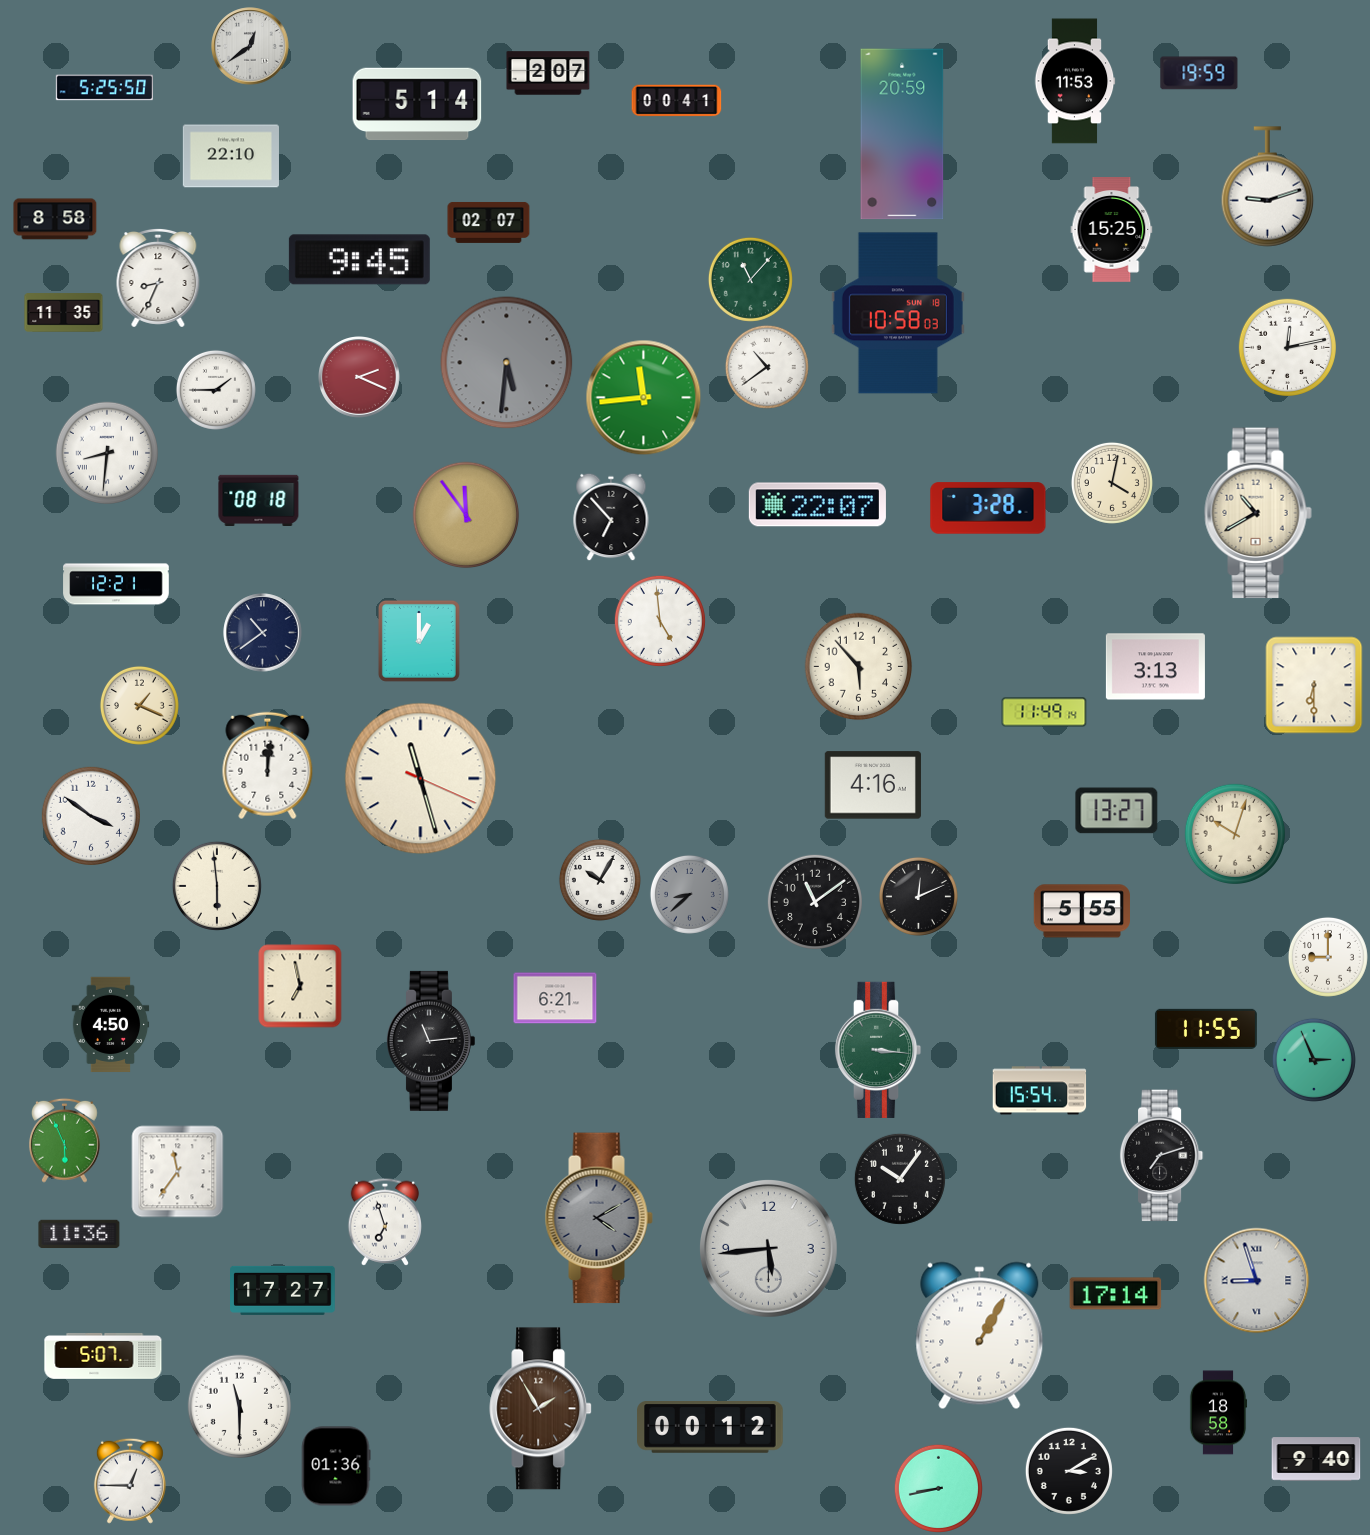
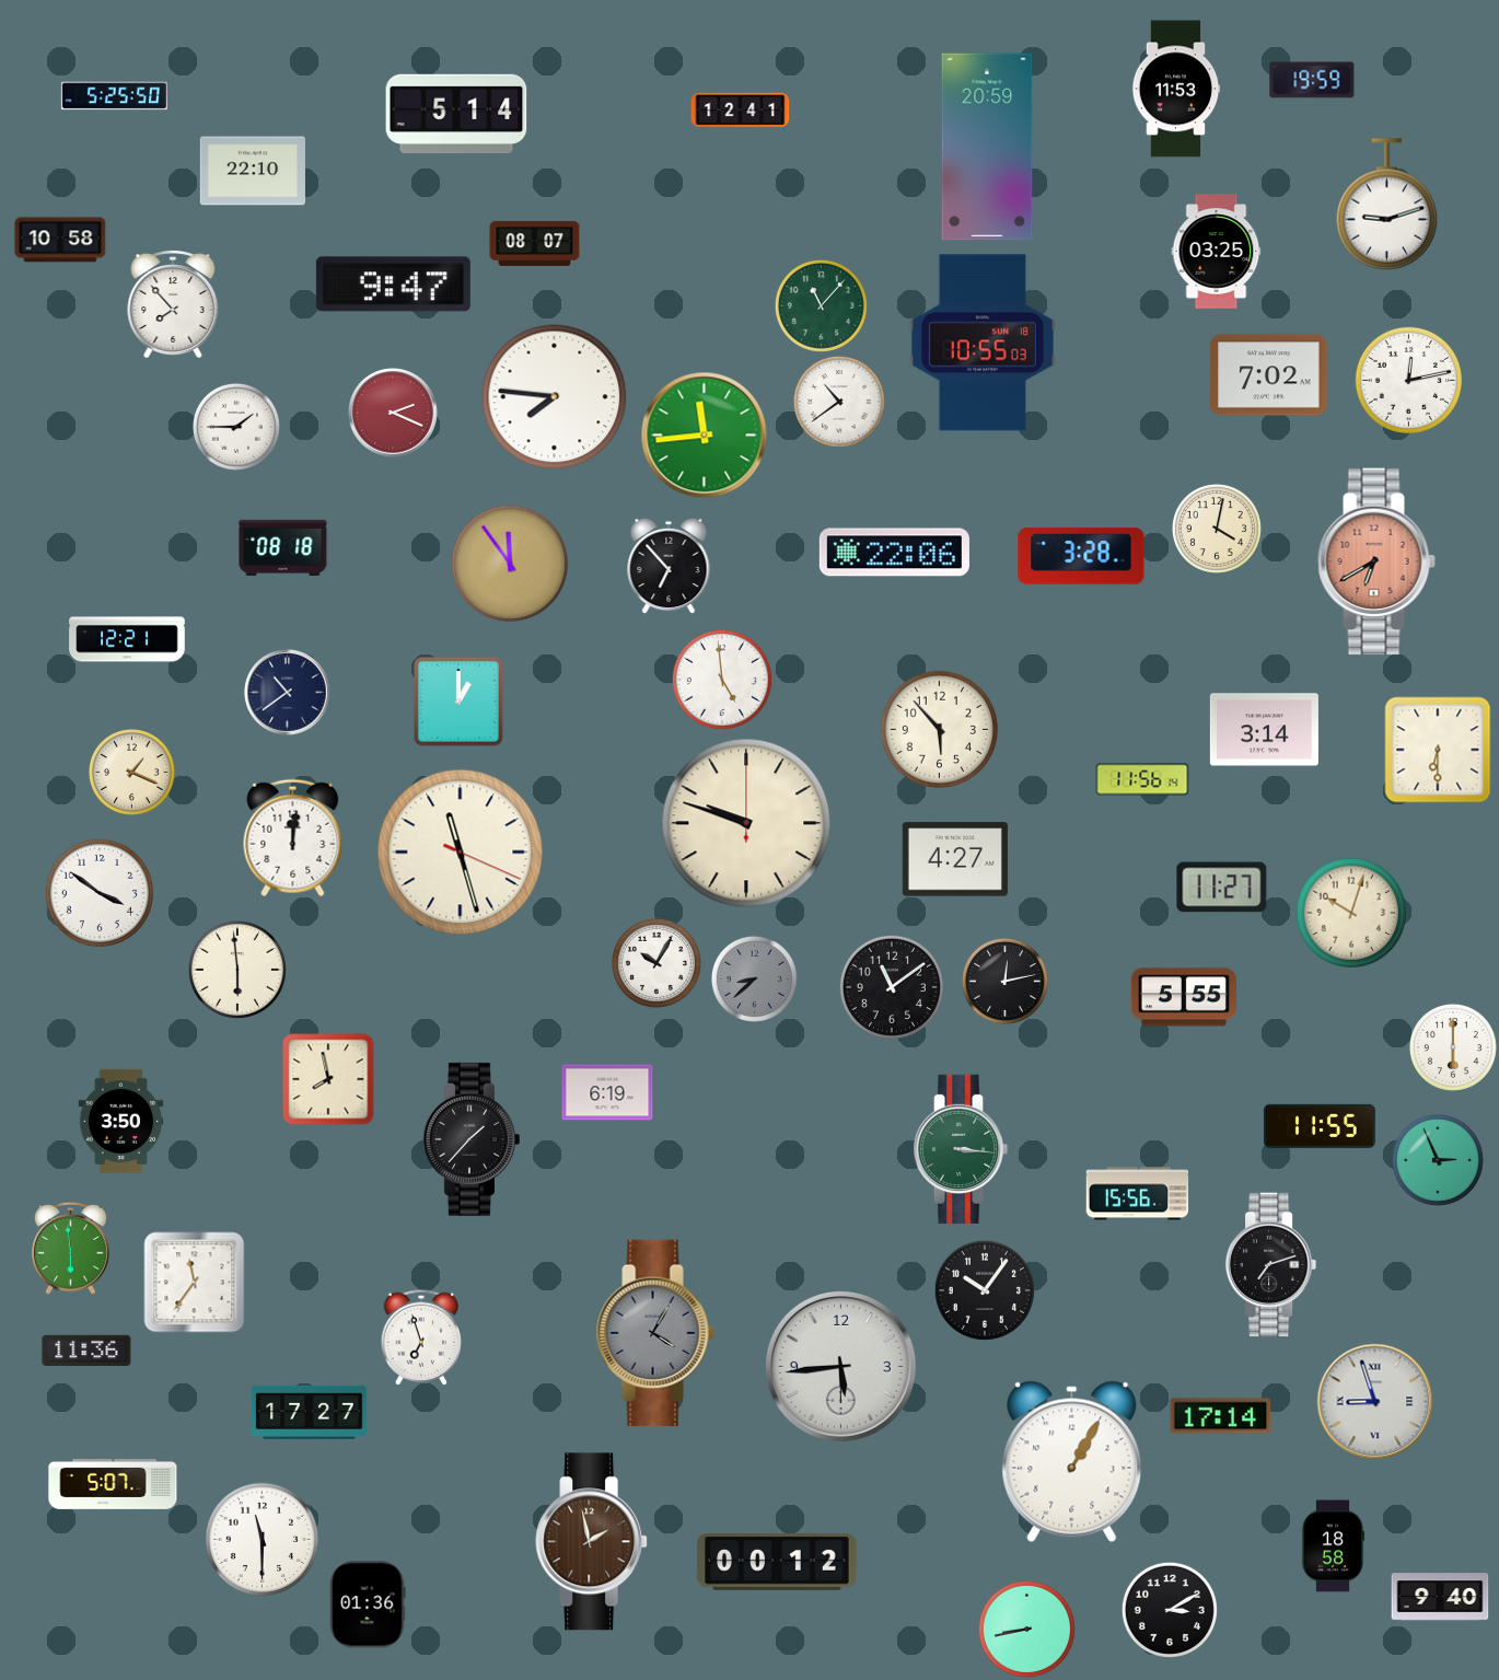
clock at (250, 46): 12:39 -> none
clock at (548, 73): 2:07 -> none
clock at (677, 101): 00:41 -> 12:41
clock at (55, 219): 8:58 -> 10:58
clock at (489, 222): 02:07 -> 08:07
clock at (1112, 230): 15:25 -> 03:25
clock at (359, 260): 9:45 -> 9:47
clock at (158, 278): 8:34 -> 7:53
clock at (64, 313): 11:35 -> none
clock at (898, 313): 10:58 -> 10:55
clock at (1269, 375): none -> 7:02
clock at (507, 363): 5:31 -> 7:46
clock at (507, 363) dial: grey -> white
clock at (106, 452): 8:31 -> none
clock at (817, 505): 22:07 -> 22:06
clock at (1258, 513): 10:40 -> 6:40
clock at (1258, 513) dial: cream -> salmon
clock at (1155, 667): 3:13 -> 3:14
clock at (139, 705) position: (139, 705) -> (131, 772)
clock at (1044, 712): 11:49 -> 11:56
clock at (746, 823): none -> 9:48
clock at (873, 785): 4:16 -> 4:27
clock at (1117, 811): 13:27 -> 11:27
clock at (918, 896): 12:11 -> 12:13
clock at (1328, 957): 9:00 -> 6:00
clock at (300, 986): 6:58 -> 7:58
clock at (555, 998): 6:21 -> 6:19
clock at (111, 1025): 4:50 -> 3:50
clock at (430, 1041): 11:14 -> 1:37
clock at (1040, 1091): 15:54 -> 15:56
clock at (65, 1140): 5:56 -> 5:59
clock at (599, 1218): 4:10 -> 4:05
clock at (541, 1409): 1:55 -> 1:58
clock at (130, 1481): 12:45 -> none
